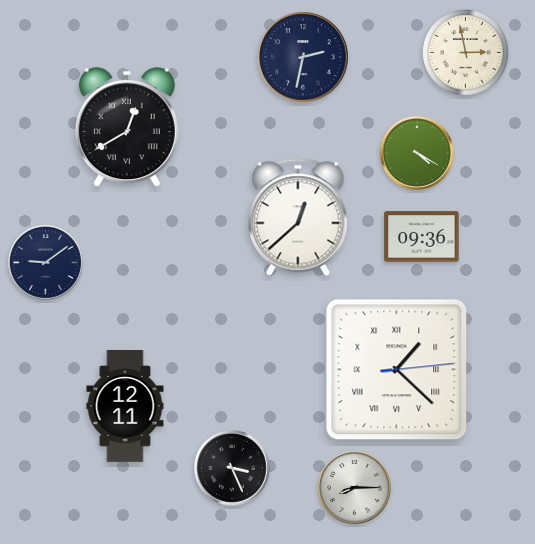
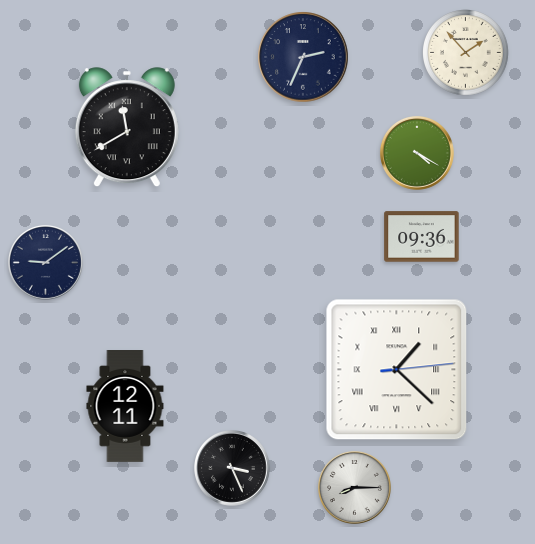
clock at (466, 53): 2:58 -> 1:53
clock at (303, 57): 2:32 -> 2:34
clock at (127, 128): 12:40 -> 11:40
clock at (298, 217): 12:38 -> none
